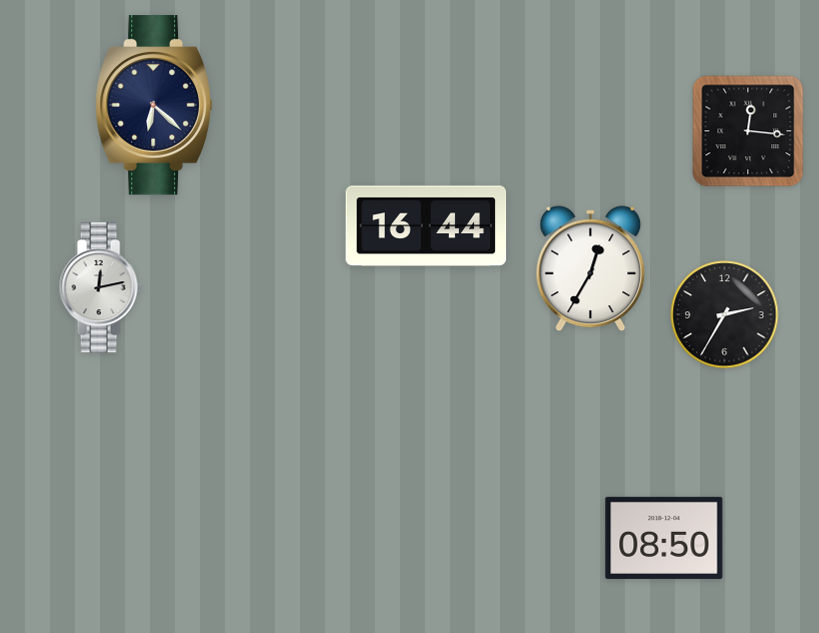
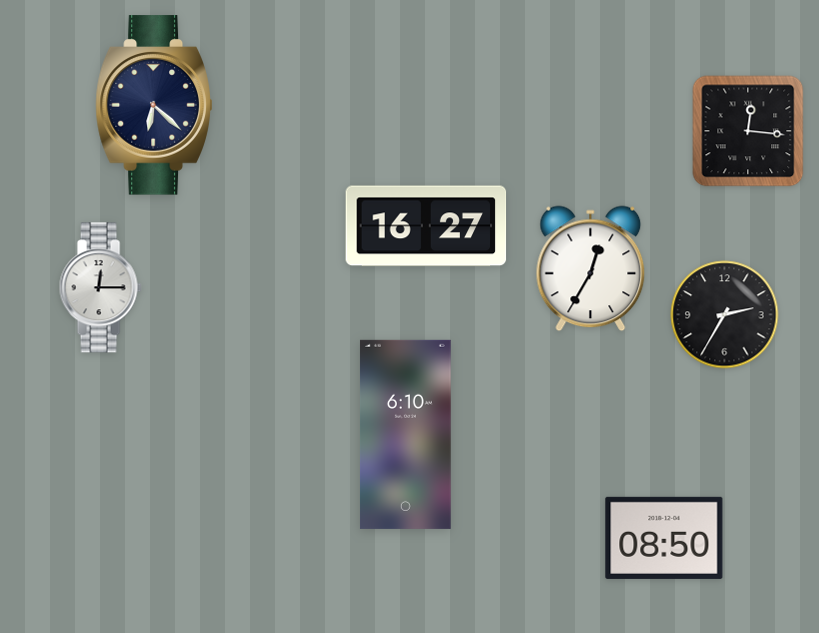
clock at (426, 226): 16:44 -> 16:27
clock at (100, 288): 12:13 -> 12:15
clock at (405, 434): none -> 6:10
